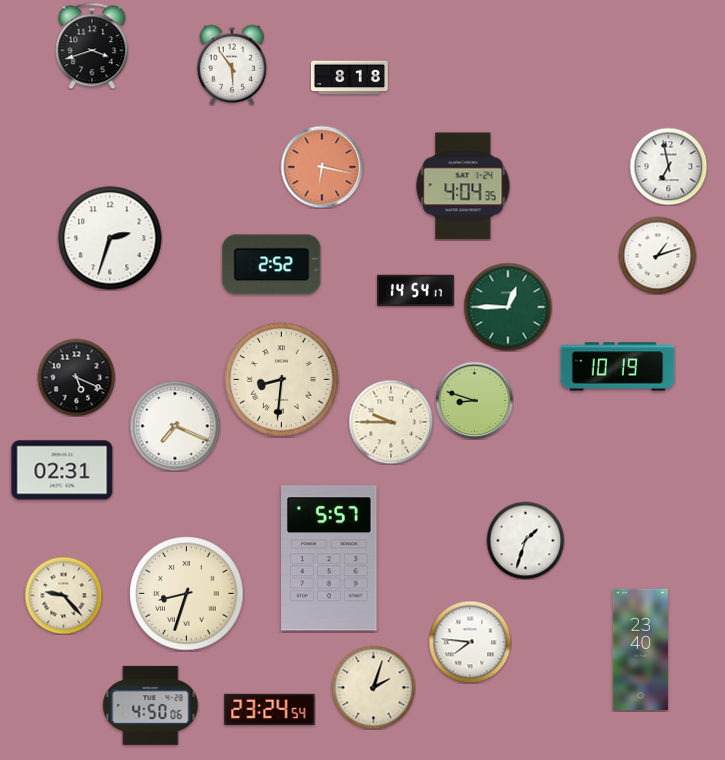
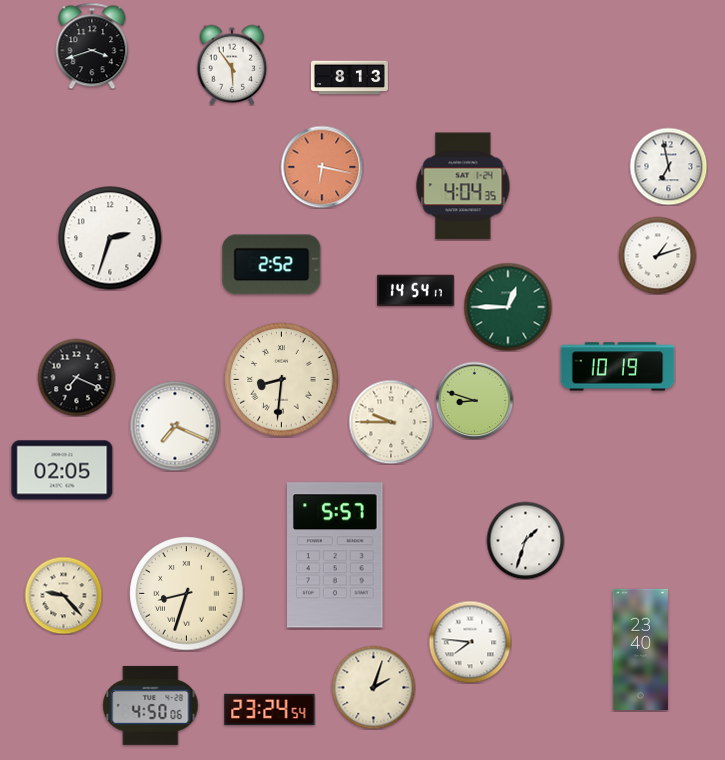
clock at (349, 78): 8:18 -> 8:13
clock at (76, 377): 5:19 -> 7:19
clock at (62, 470): 02:31 -> 02:05
clock at (329, 558) position: (329, 558) -> (335, 555)
